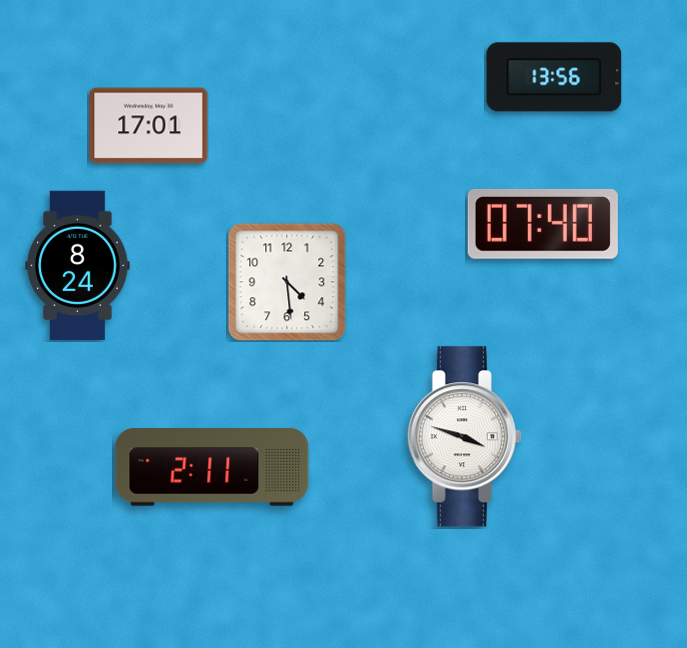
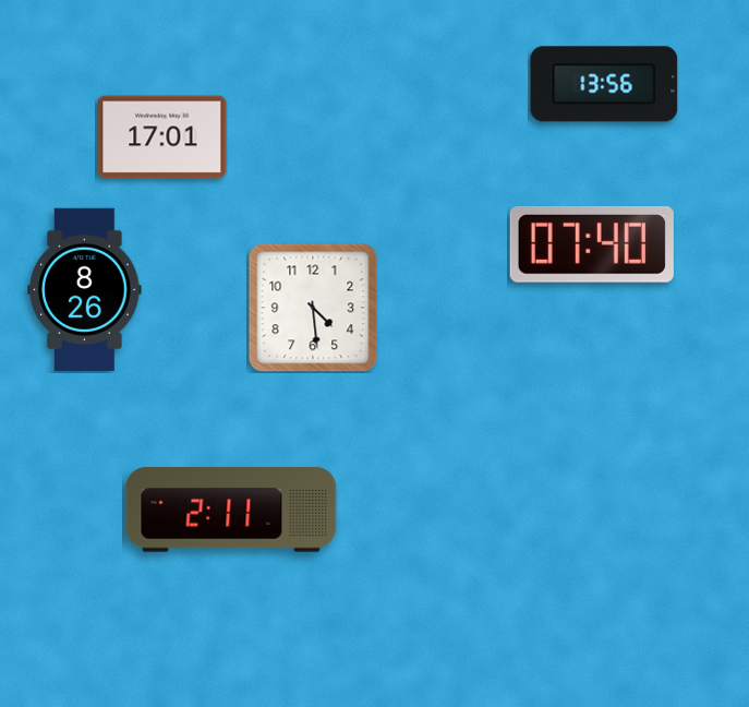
clock at (78, 265): 8:24 -> 8:26
clock at (464, 437): 3:48 -> none
